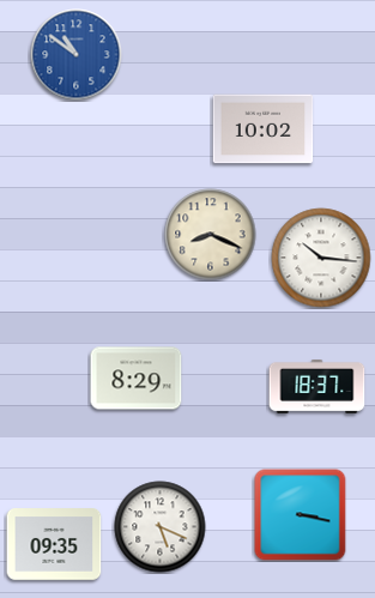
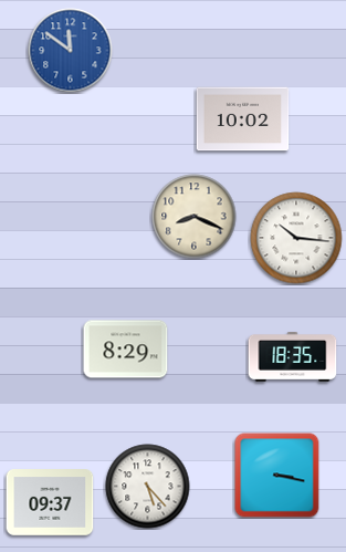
clock at (77, 55): 10:51 -> 11:51
clock at (317, 386): 18:37 -> 18:35
clock at (161, 527): 5:19 -> 5:23
clock at (54, 544): 09:35 -> 09:37
